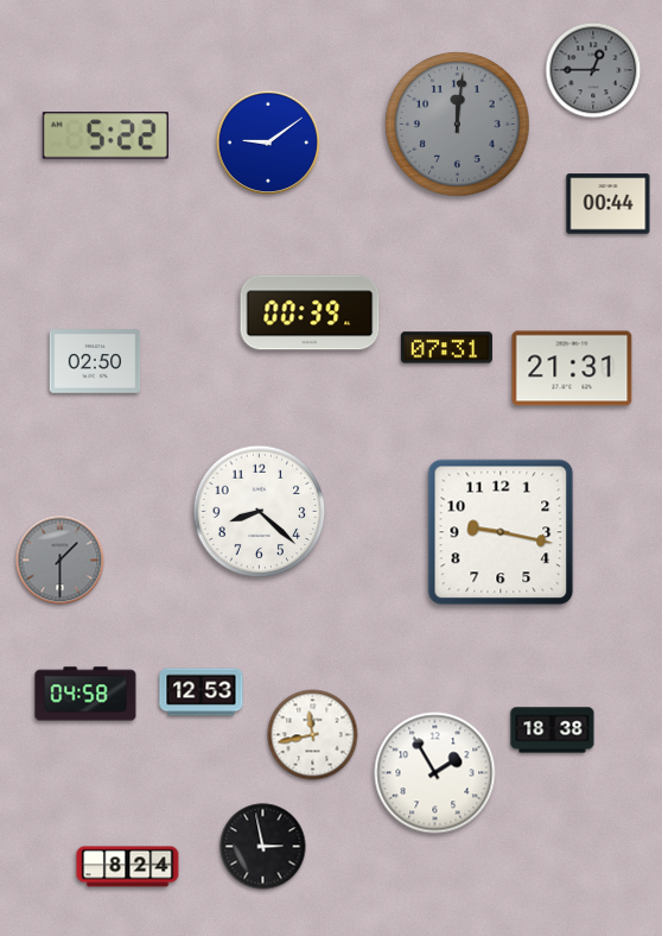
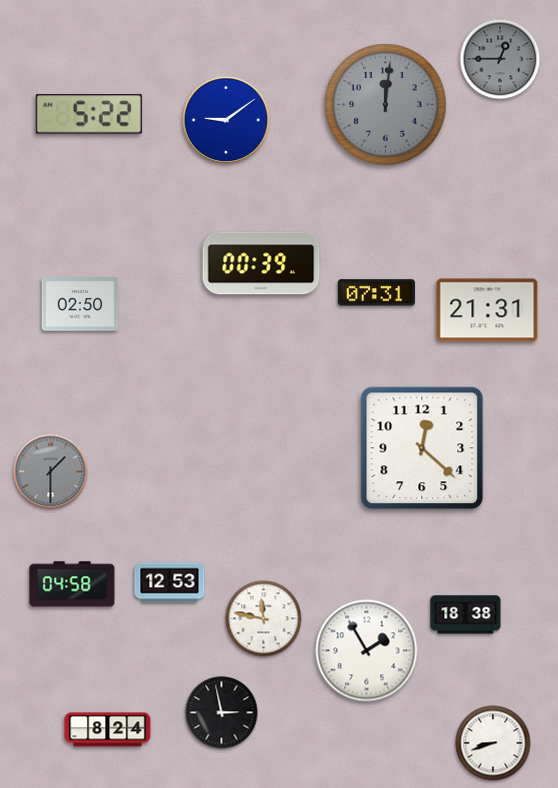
clock at (609, 204): 00:44 -> none
clock at (572, 368) position: (572, 368) -> (487, 310)
clock at (260, 512): 8:22 -> none
clock at (501, 532): 9:17 -> 12:22
clock at (313, 735): 11:43 -> 11:47
clock at (493, 743): none -> 8:42
